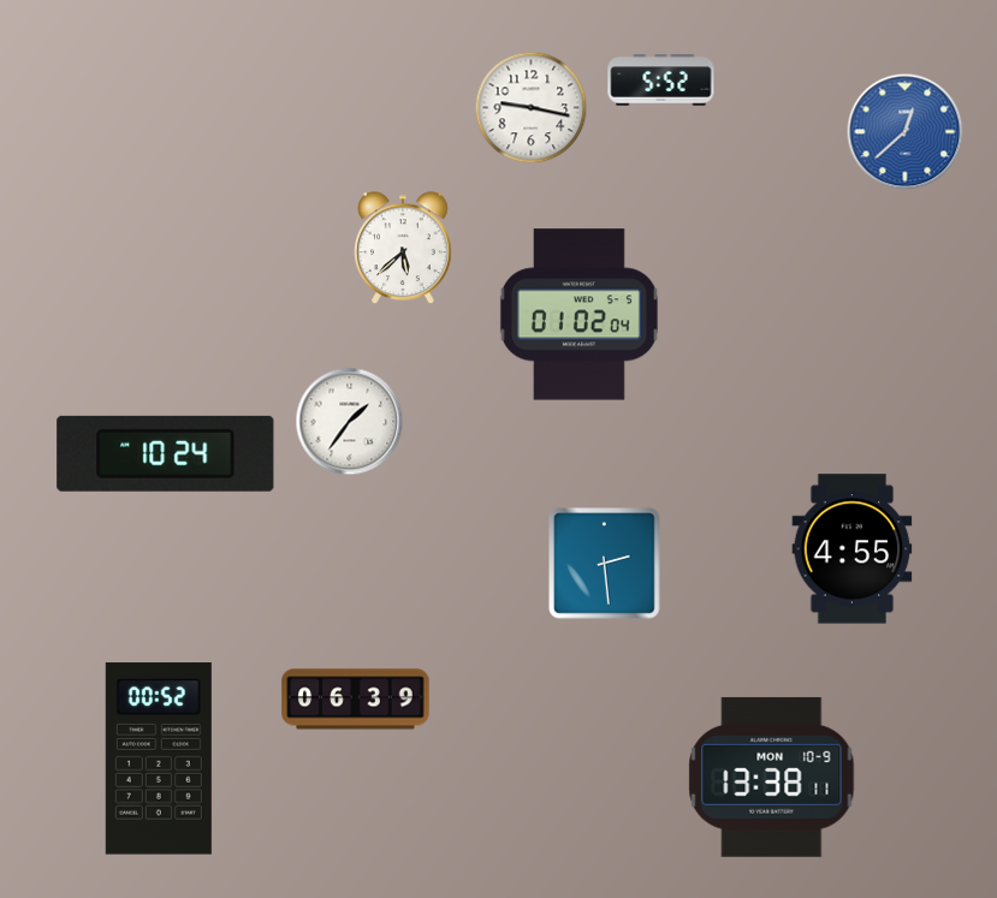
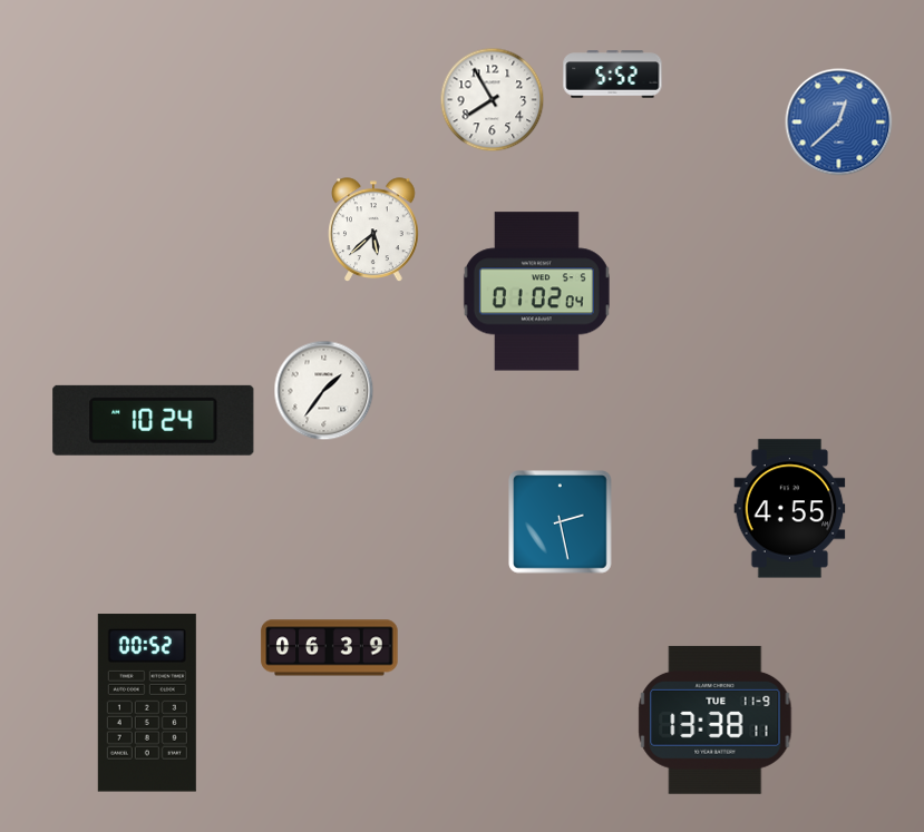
clock at (532, 108): 9:17 -> 7:55
clock at (605, 564): 2:29 -> 2:28
clock at (772, 777) date: MON 10-9 -> TUE 11-9
